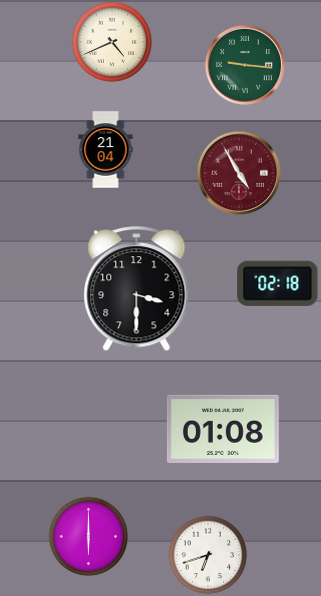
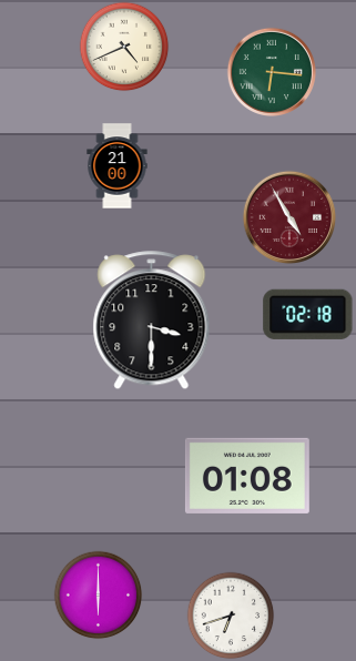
clock at (245, 65): 9:16 -> 6:16
clock at (106, 150): 21:04 -> 21:00
clock at (239, 173) position: (239, 173) -> (289, 217)
